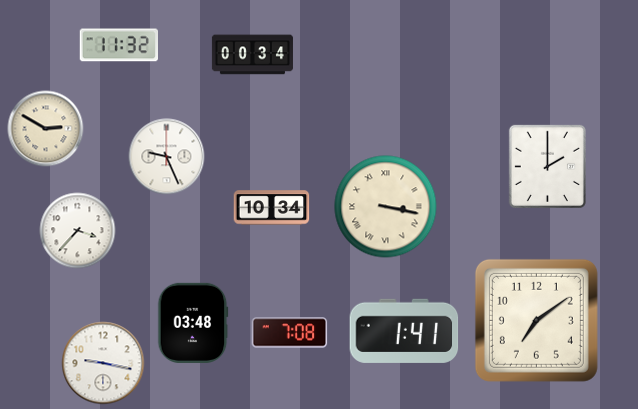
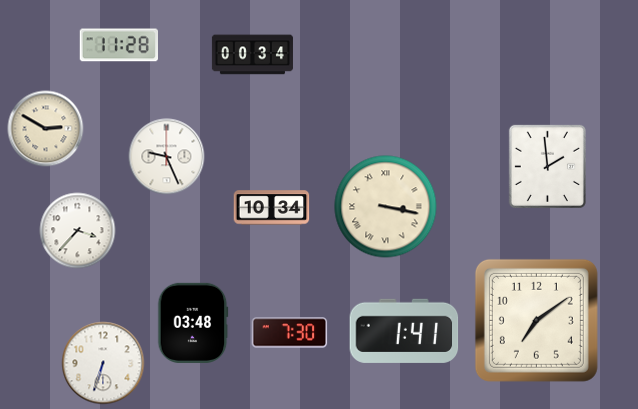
clock at (118, 45): 11:32 -> 11:28
clock at (547, 166): 2:00 -> 1:59
clock at (290, 333): 7:08 -> 7:30
clock at (103, 363): 9:17 -> 6:33
